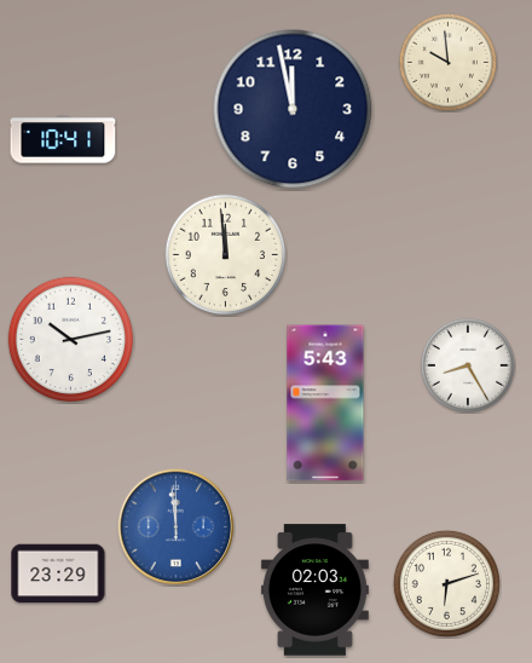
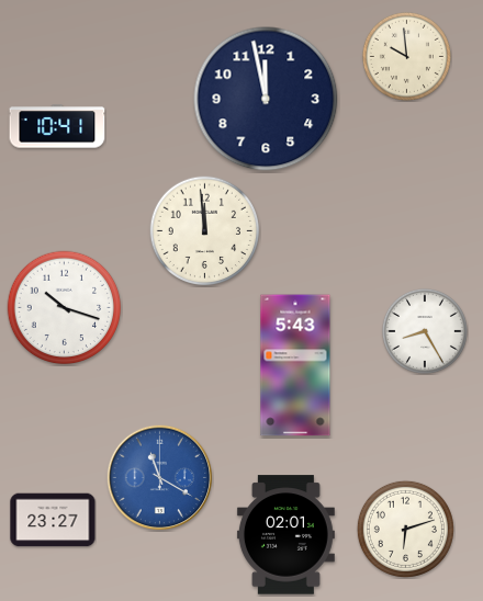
clock at (71, 340): 10:13 -> 10:18
clock at (177, 527): 11:59 -> 11:20
clock at (58, 573): 23:29 -> 23:27
clock at (314, 590): 02:03 -> 02:01
